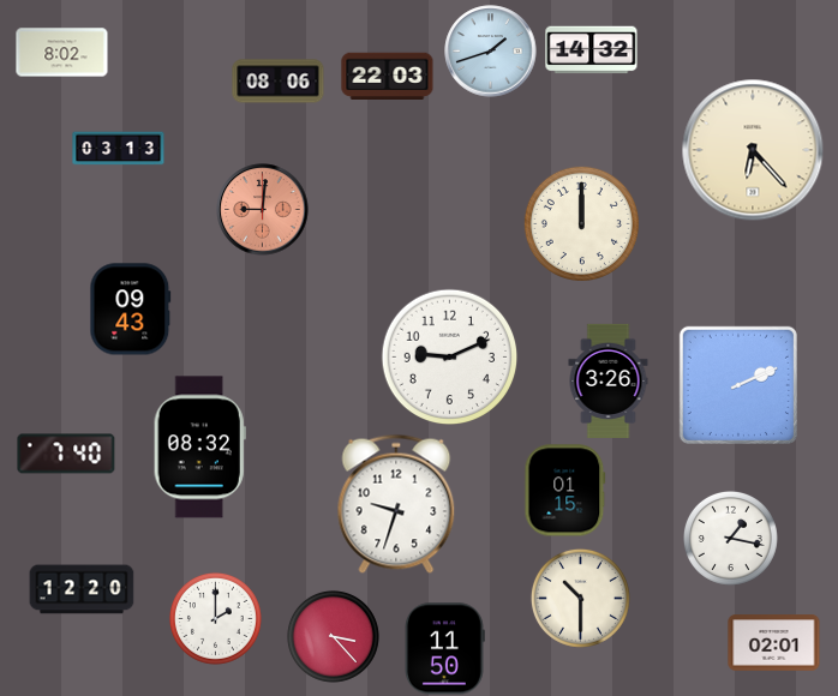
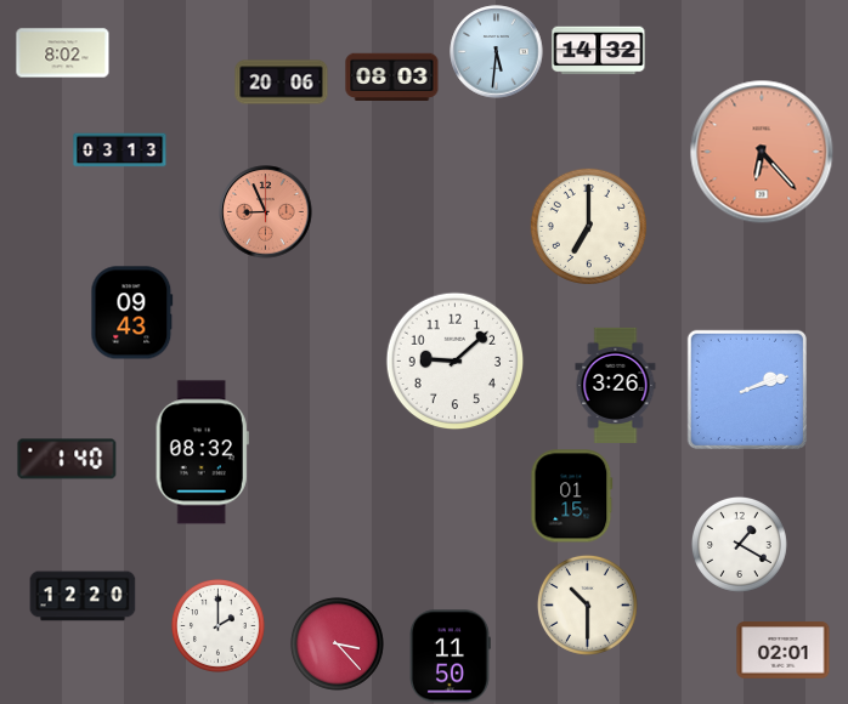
clock at (491, 52): 1:42 -> 5:31
clock at (388, 77): 22:03 -> 08:03
clock at (279, 82): 08:06 -> 20:06
clock at (753, 150) dial: cream -> salmon
clock at (263, 210): 9:01 -> 8:56
clock at (581, 223): 12:00 -> 7:00
clock at (450, 358): 9:11 -> 9:08
clock at (738, 385): 2:11 -> 2:12
clock at (66, 454): 7:40 -> 1:40
clock at (396, 504): 9:33 -> none
clock at (730, 538): 1:17 -> 1:20
